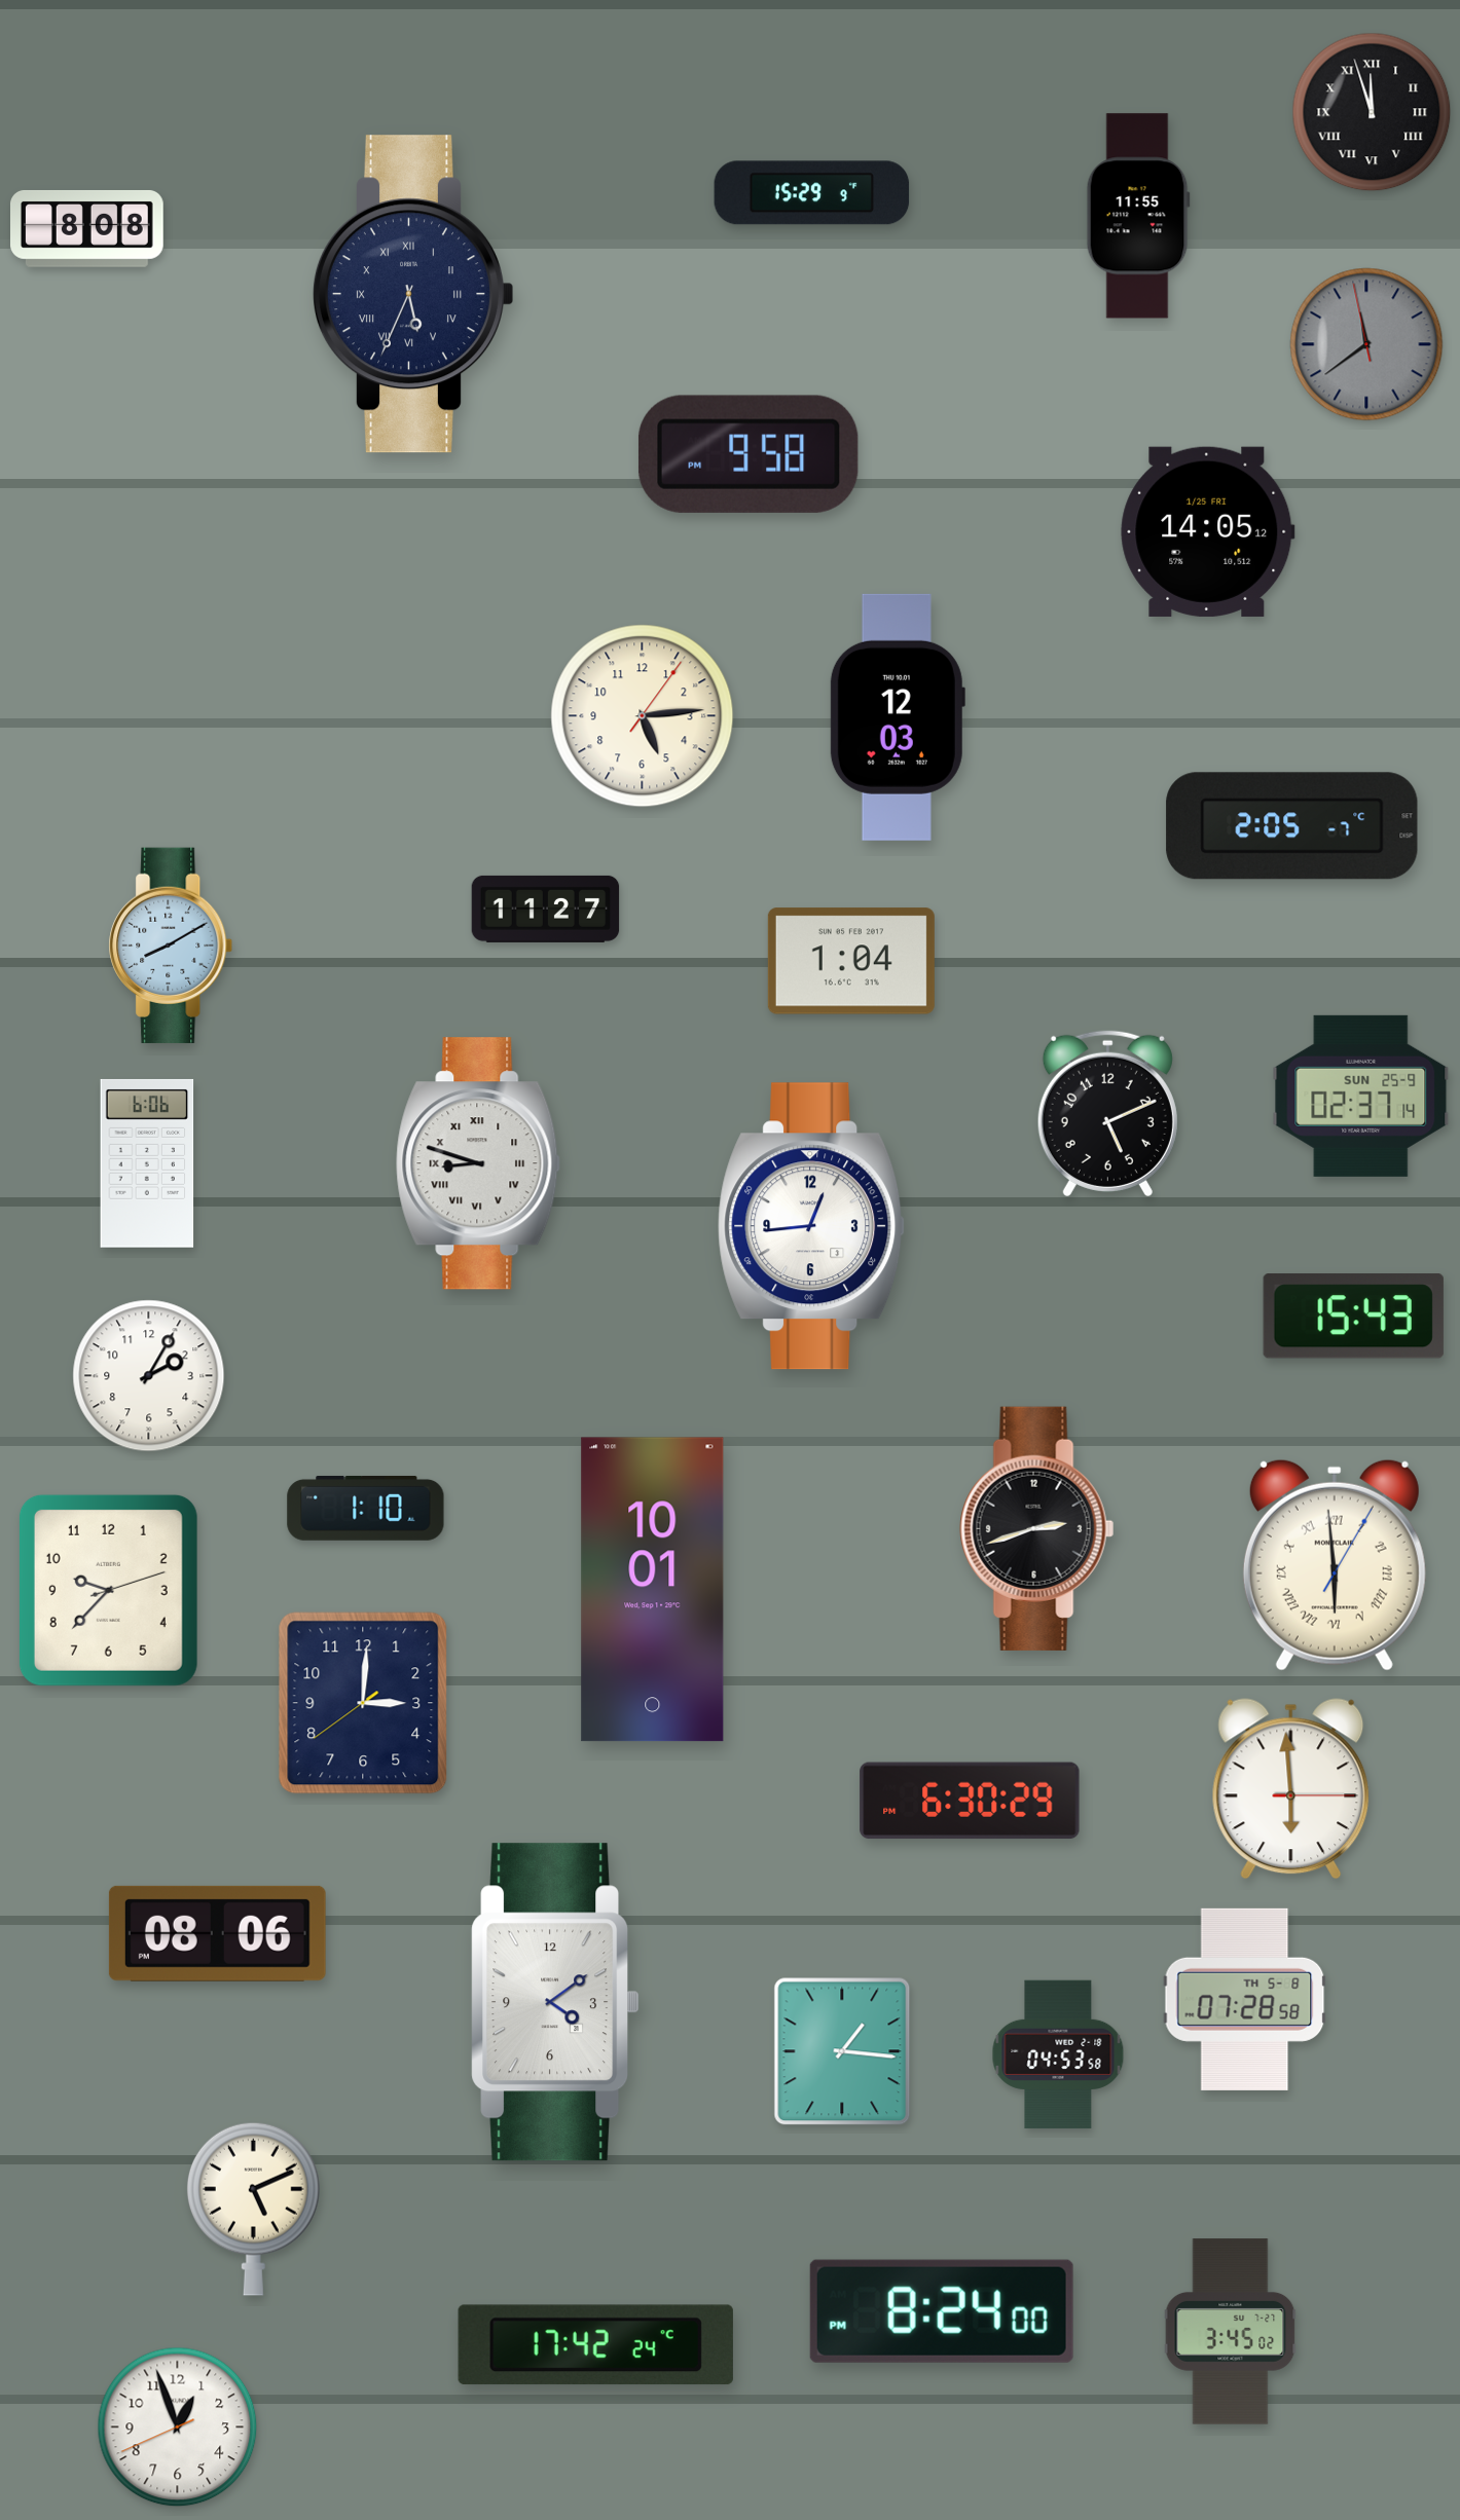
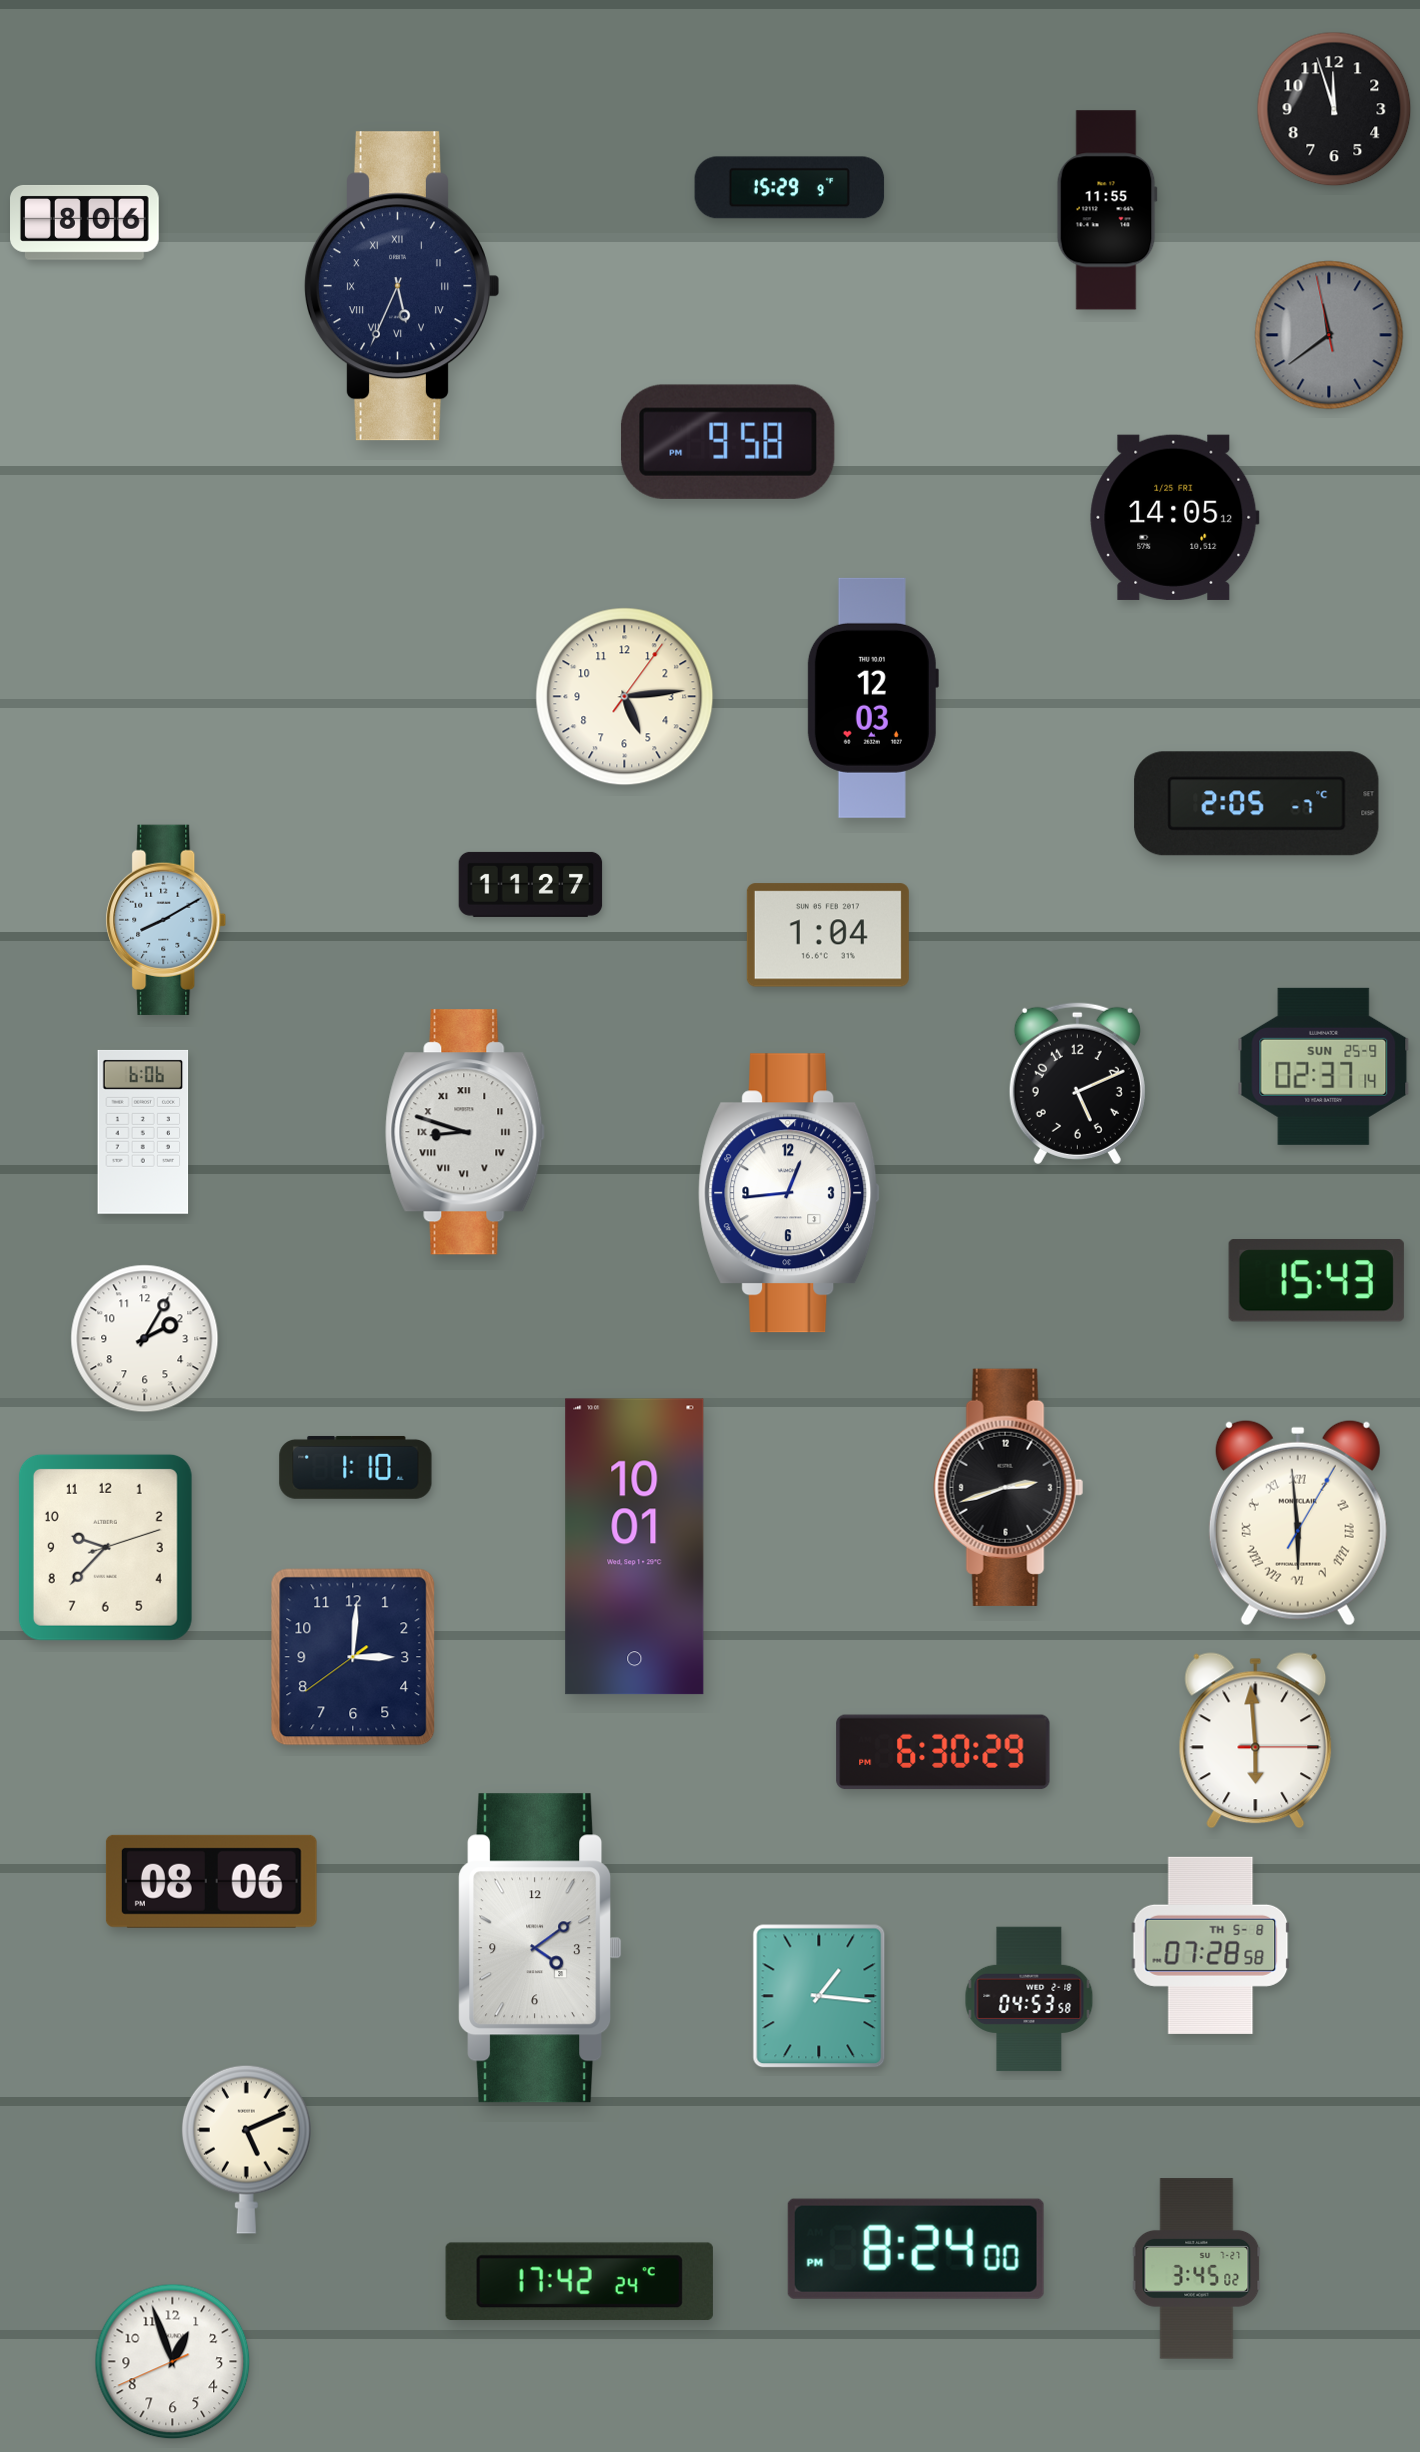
clock at (1372, 112) numerals: Roman -> Arabic
clock at (87, 228): 8:08 -> 8:06
